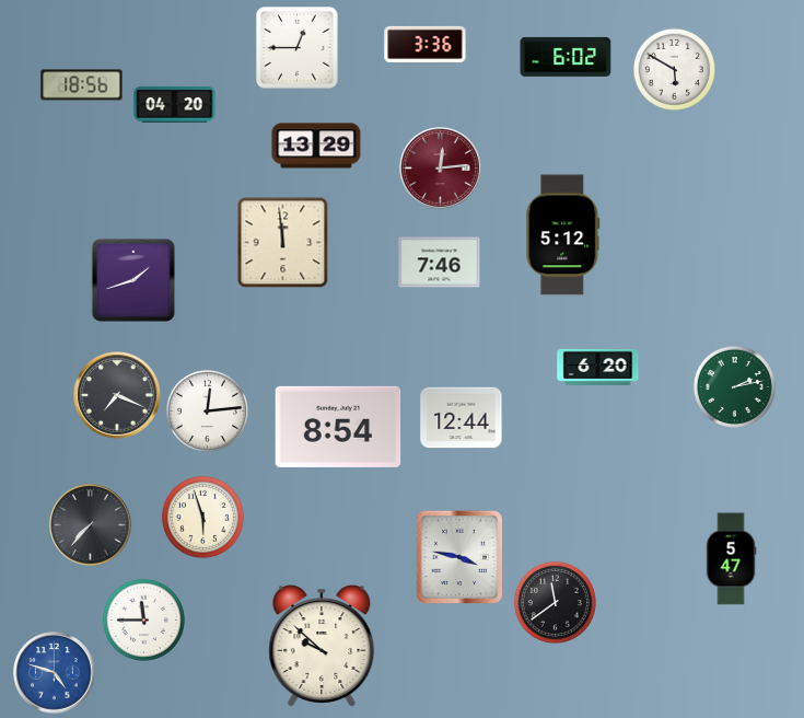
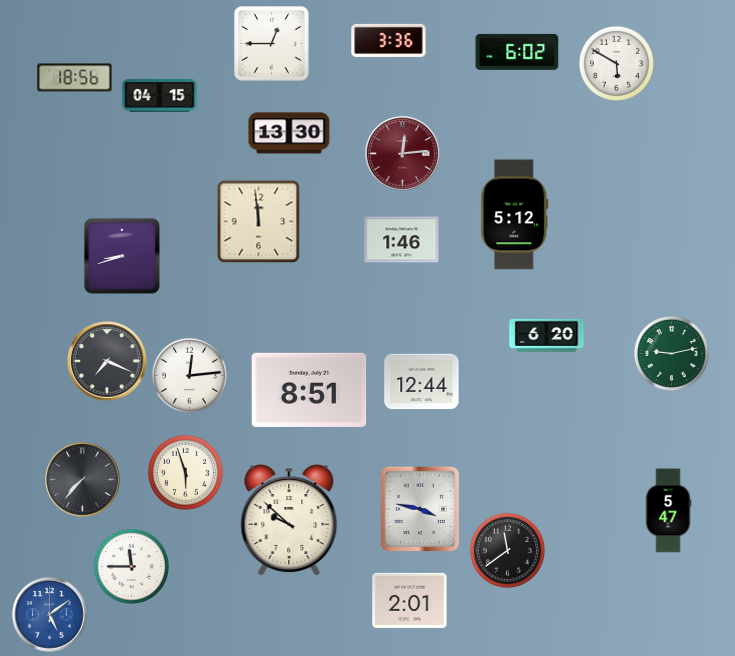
clock at (175, 104): 04:20 -> 04:15
clock at (316, 146): 13:29 -> 13:30
clock at (440, 263): 7:46 -> 1:46
clock at (133, 280): 1:42 -> 8:42
clock at (734, 386): 2:13 -> 9:13
clock at (338, 427): 8:54 -> 8:51
clock at (322, 647) position: (322, 647) -> (289, 521)
clock at (410, 600): none -> 2:01
clock at (55, 673): 4:48 -> 5:09
